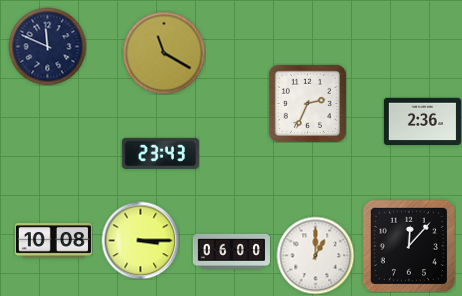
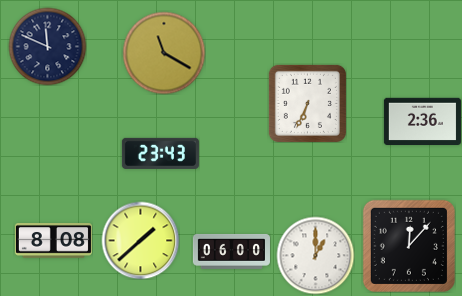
clock at (307, 103): 2:34 -> 6:34
clock at (140, 240): 3:15 -> 1:38
clock at (53, 241): 10:08 -> 8:08
